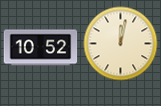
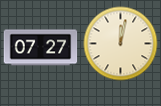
clock at (41, 48): 10:52 -> 07:27
